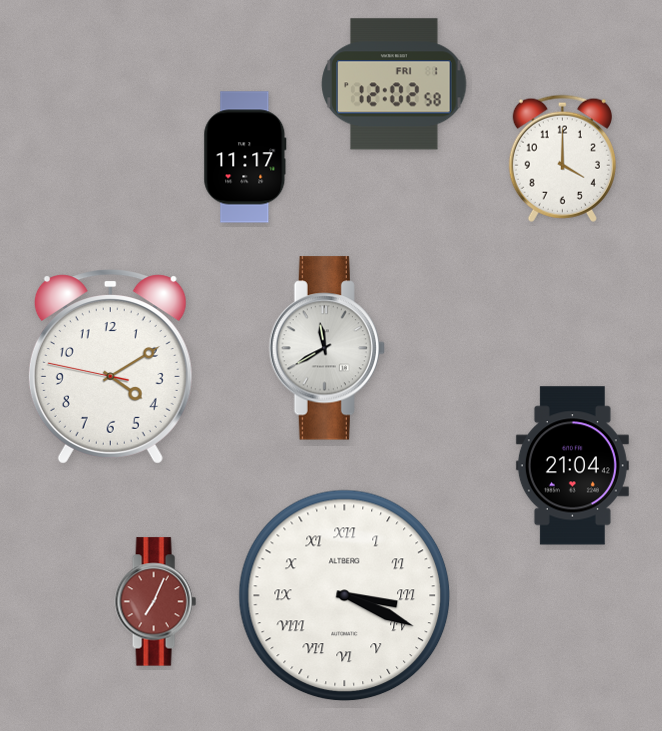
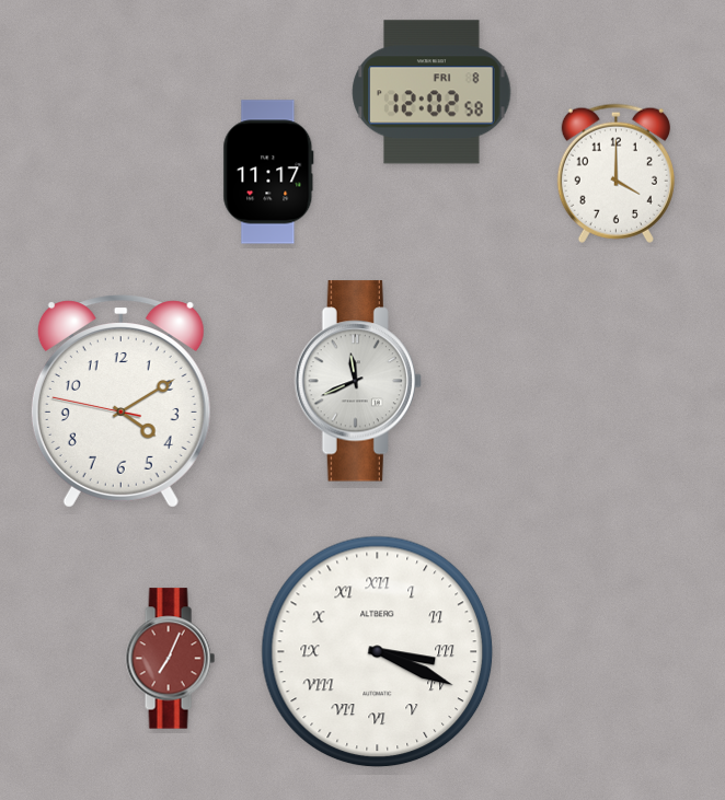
clock at (394, 84) date: FRI 1 -> FRI 8
clock at (327, 348): 11:40 -> 11:41
clock at (572, 466): 21:04 -> none
